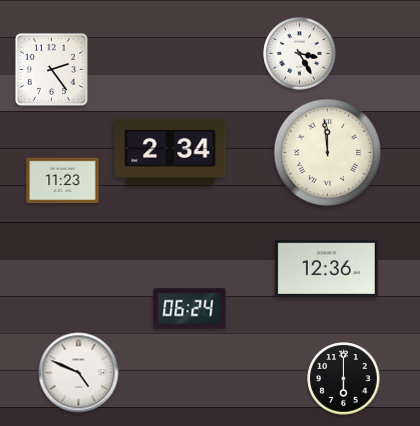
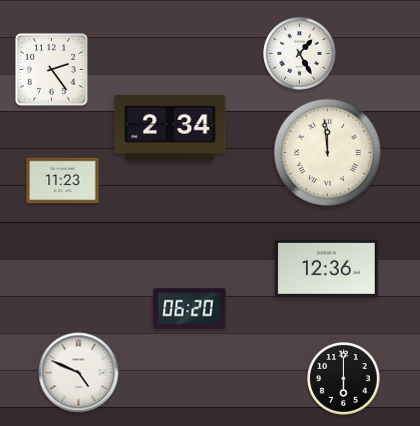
clock at (300, 54): 3:25 -> 1:25
clock at (170, 152) position: (170, 152) -> (170, 128)
clock at (190, 309): 06:24 -> 06:20
